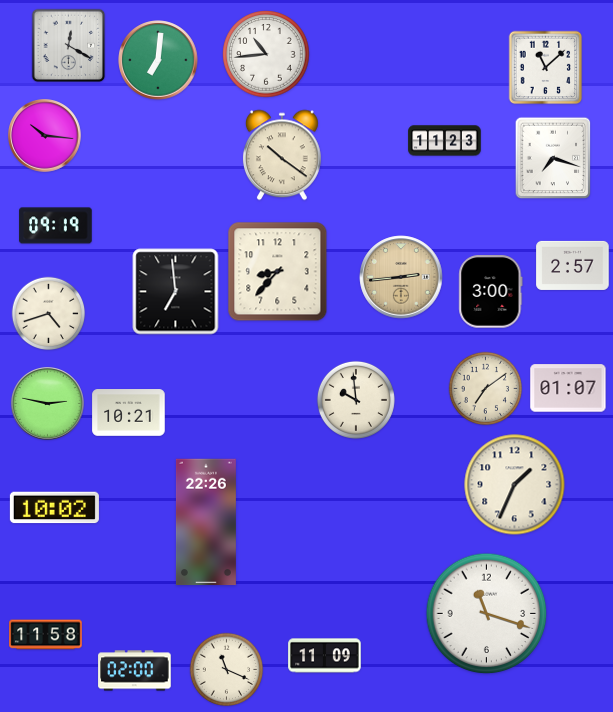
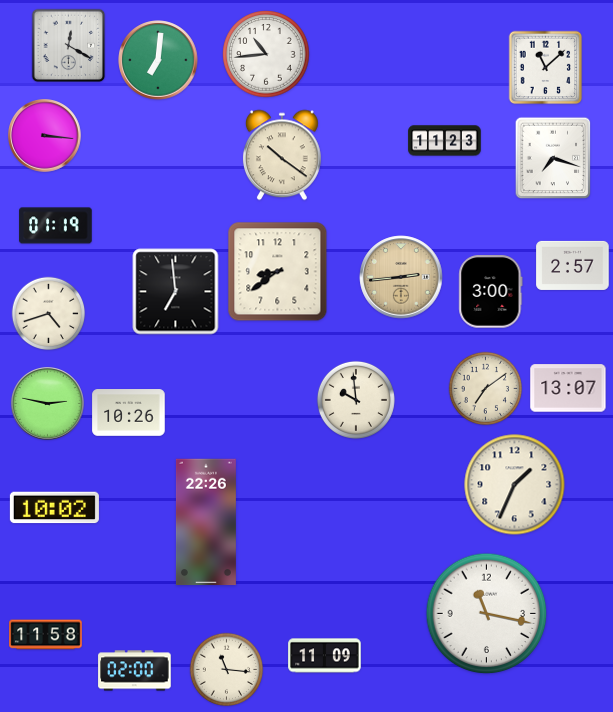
clock at (45, 136): 10:16 -> 3:16
clock at (56, 226): 09:19 -> 01:19
clock at (278, 272): 8:37 -> 8:39
clock at (568, 388): 01:07 -> 13:07
clock at (129, 413): 10:21 -> 10:26
clock at (487, 614): 11:18 -> 11:17
clock at (227, 670): 11:19 -> 11:16
